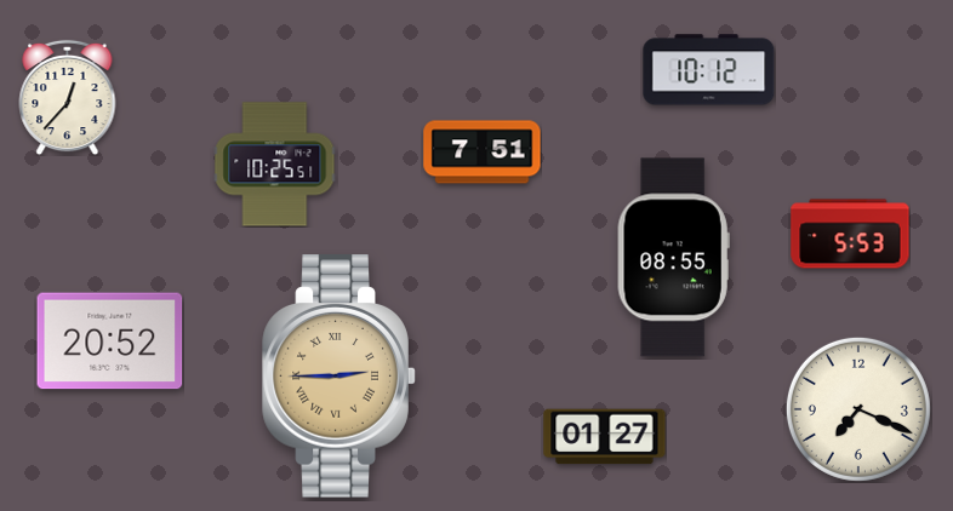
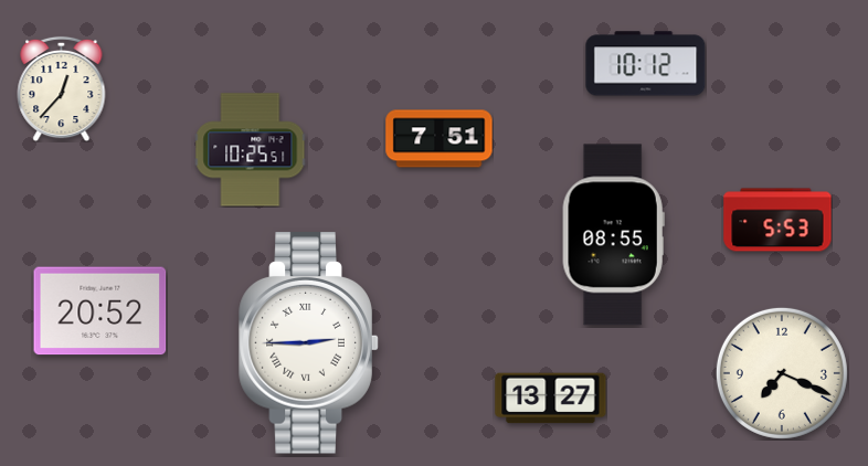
clock at (850, 234) position: (850, 234) -> (777, 220)
clock at (339, 377) dial: champagne -> white
clock at (605, 437): 01:27 -> 13:27
